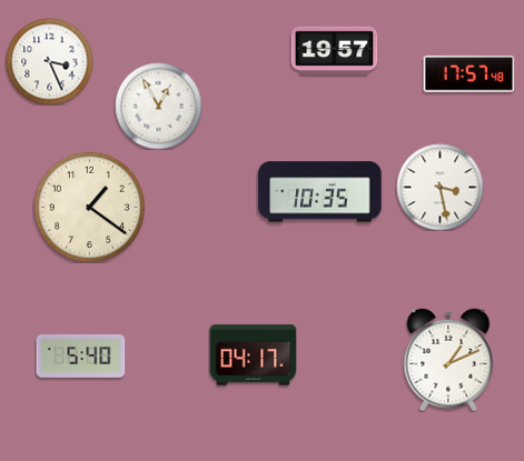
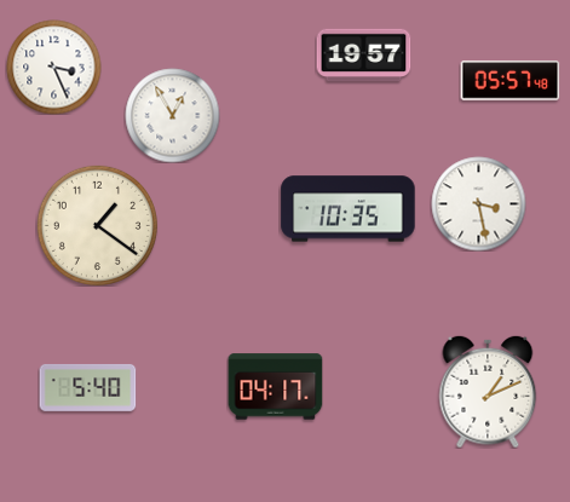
clock at (468, 74): 17:57 -> 05:57
